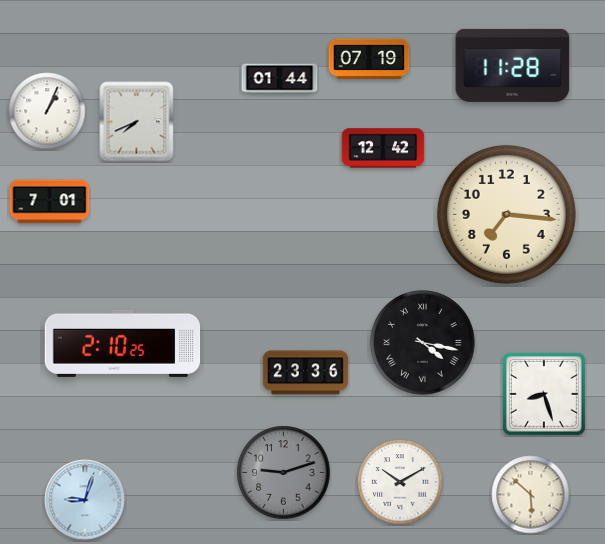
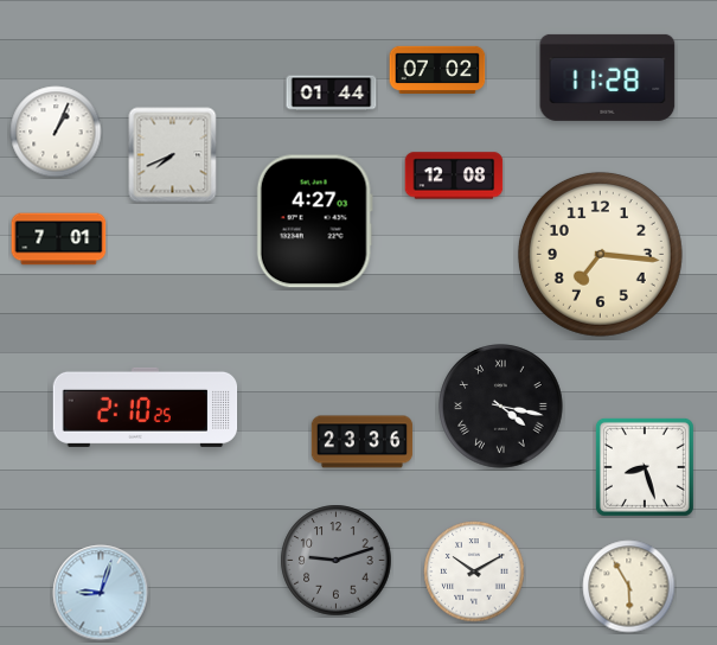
clock at (369, 58): 07:19 -> 07:02
clock at (137, 122) position: (137, 122) -> (173, 155)
clock at (383, 148): 12:42 -> 12:08
clock at (314, 222): none -> 4:27
clock at (531, 495): 5:52 -> 5:55
